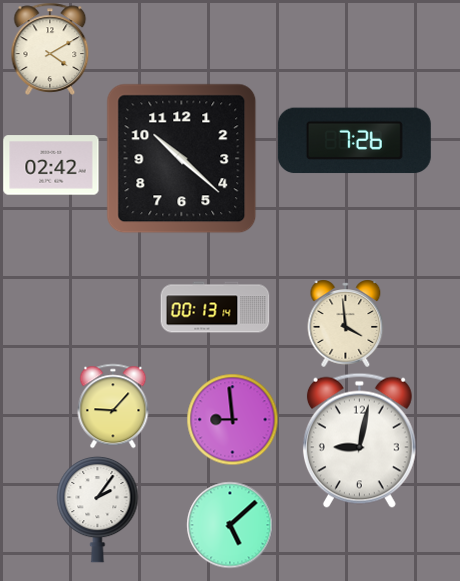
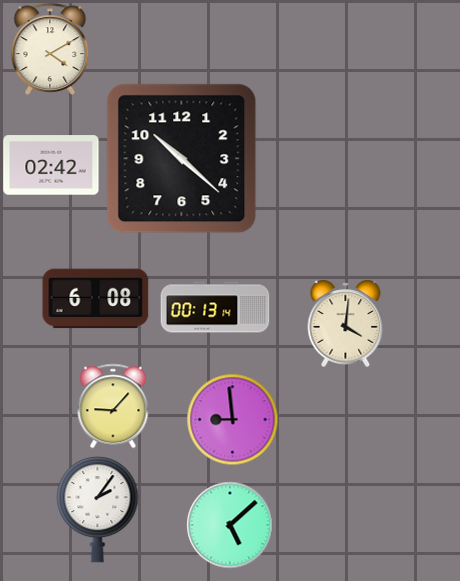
clock at (354, 141): 7:26 -> none
clock at (96, 299): none -> 6:08
clock at (346, 323): 3:59 -> 4:01
clock at (359, 440): 9:02 -> none
